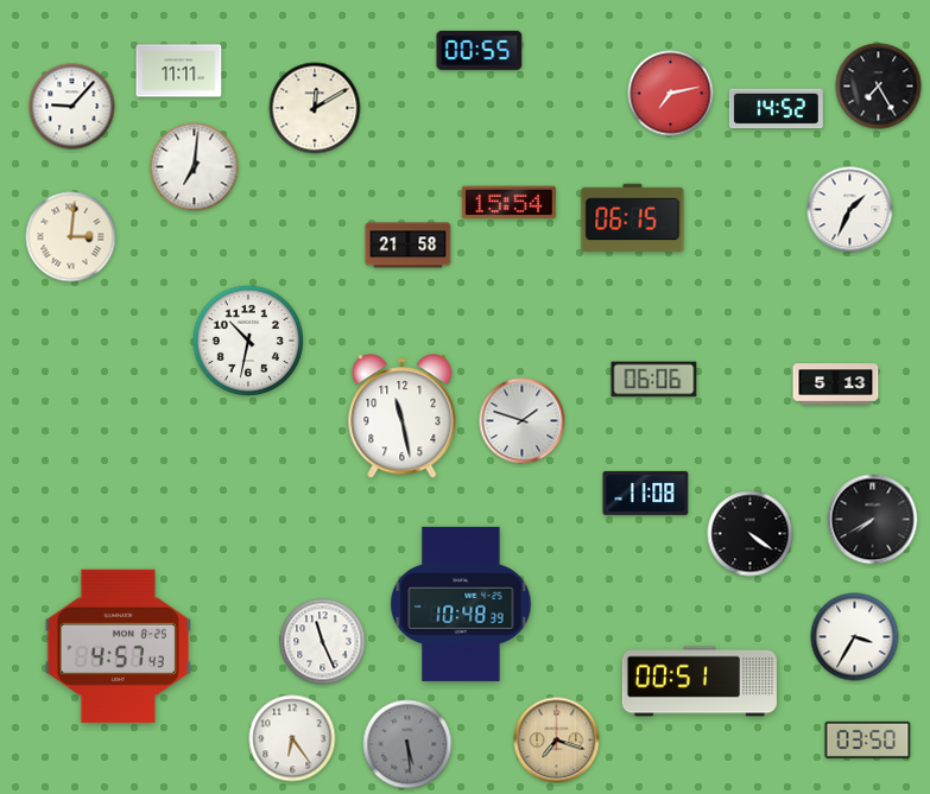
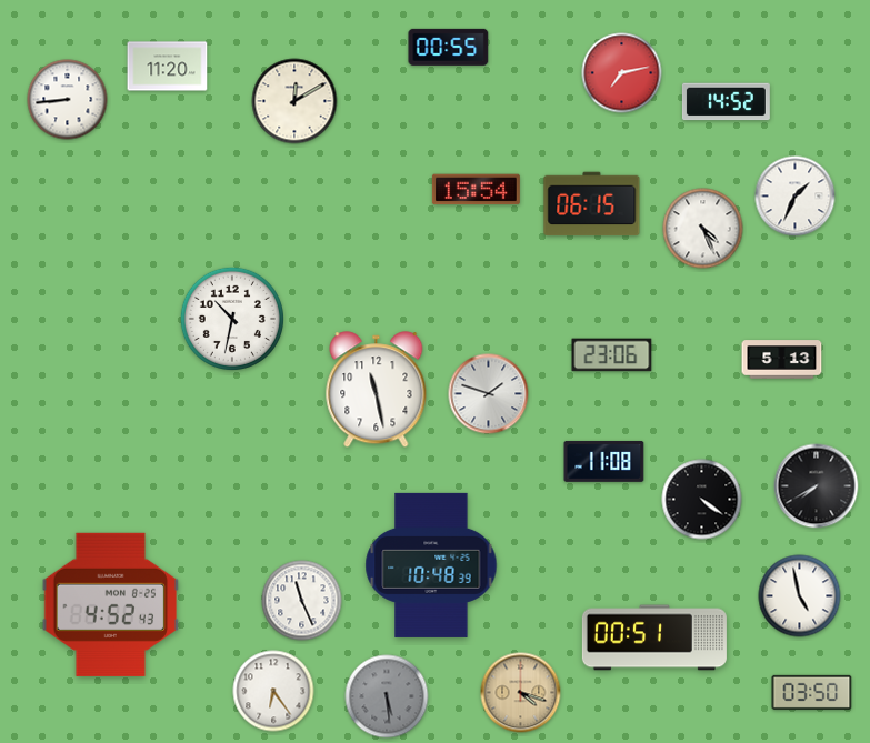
clock at (179, 71): 11:11 -> 11:20
clock at (879, 87): 7:25 -> none
clock at (671, 94) position: (671, 94) -> (622, 73)
clock at (72, 107): 9:07 -> 8:44
clock at (195, 167): 7:01 -> none
clock at (71, 237): 3:01 -> none
clock at (703, 229): none -> 4:26
clock at (409, 246): 21:58 -> none
clock at (654, 380): 06:06 -> 23:06
clock at (855, 637): 3:35 -> 4:58
clock at (119, 646): 4:57 -> 4:52
clock at (557, 741): 7:18 -> 4:18
clock at (407, 744) position: (407, 744) -> (387, 696)
